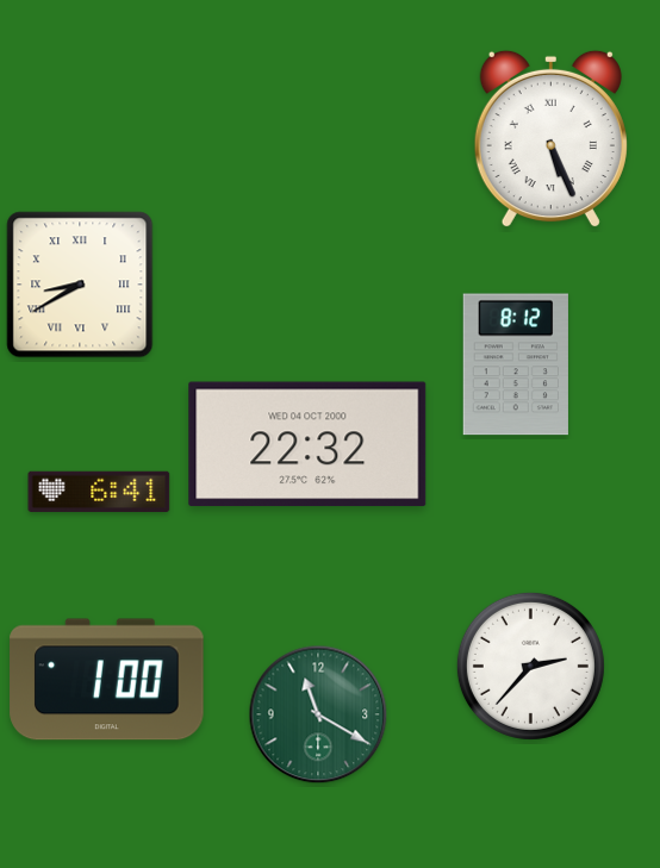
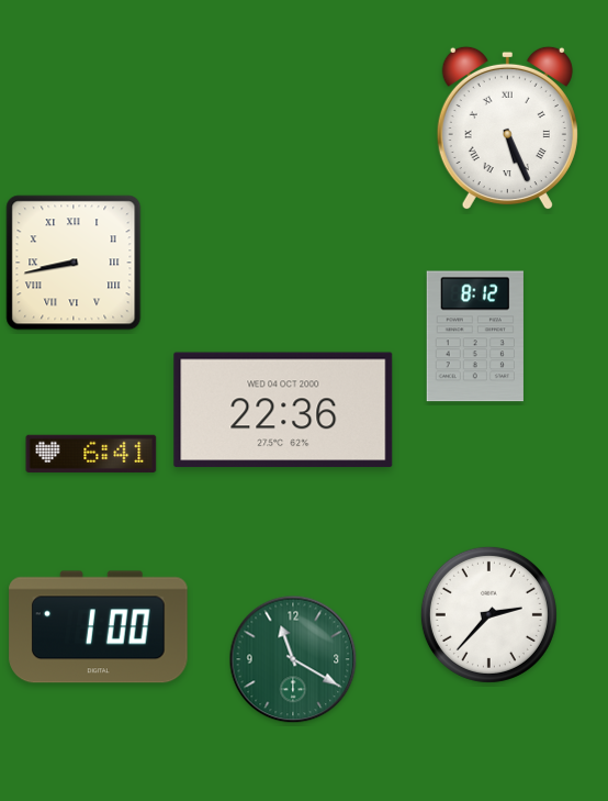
clock at (80, 285): 8:40 -> 8:43
clock at (307, 444): 22:32 -> 22:36
